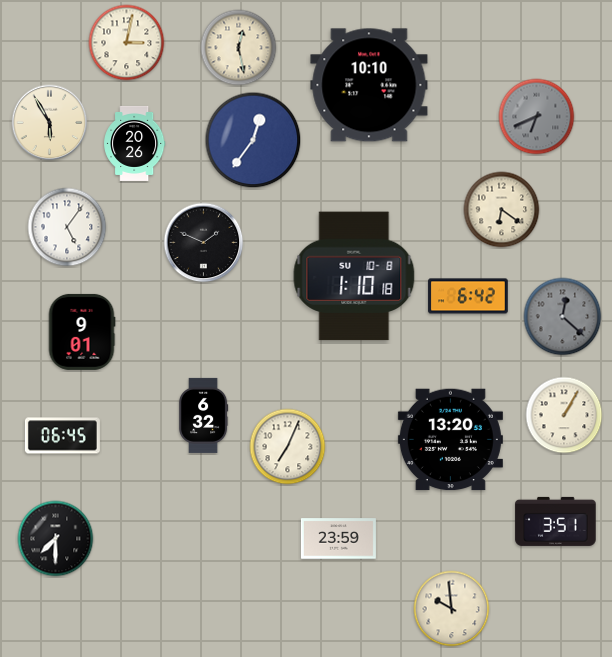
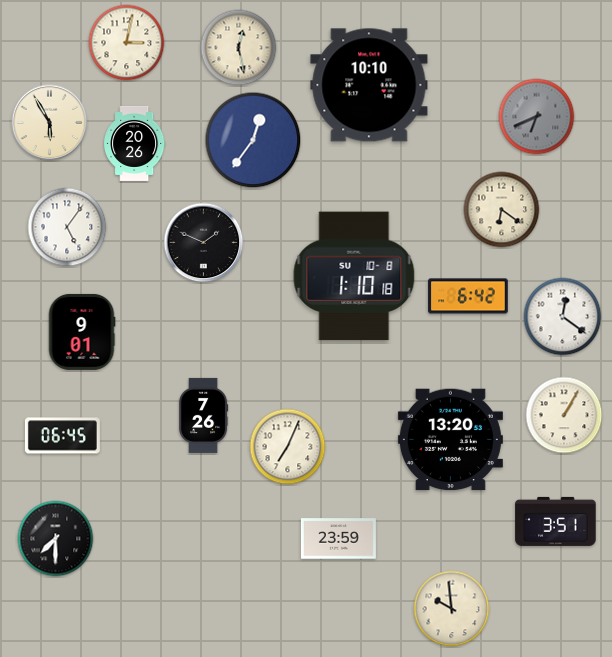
clock at (563, 317): 12:22 -> 12:21
clock at (563, 317) dial: grey -> white
clock at (203, 415): 6:32 -> 7:26
